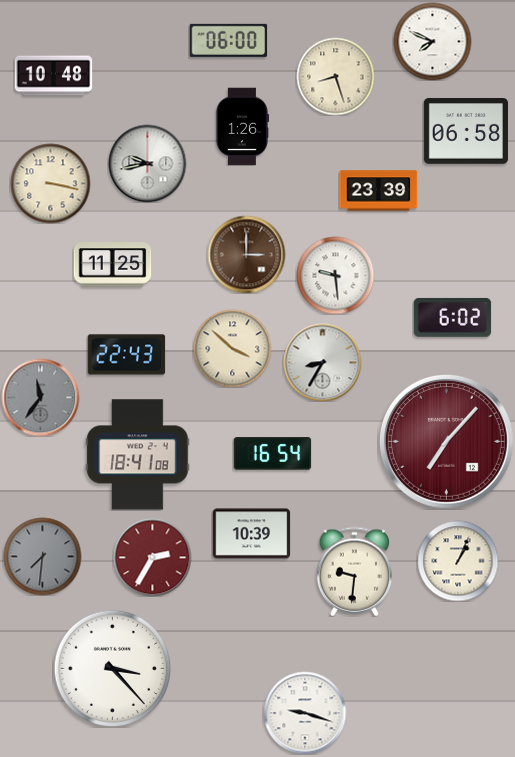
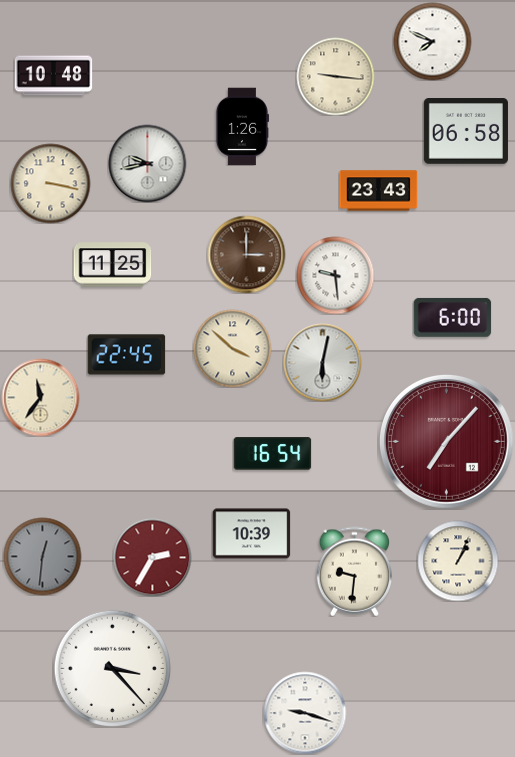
clock at (228, 40): 06:00 -> none
clock at (335, 76): 8:27 -> 9:16
clock at (378, 191): 23:39 -> 23:43
clock at (452, 317): 6:02 -> 6:00
clock at (126, 355): 22:43 -> 22:45
clock at (322, 362): 8:35 -> 6:02
clock at (40, 397) dial: grey -> cream
clock at (138, 455): 18:41 -> none
clock at (42, 556): 7:31 -> 12:31
